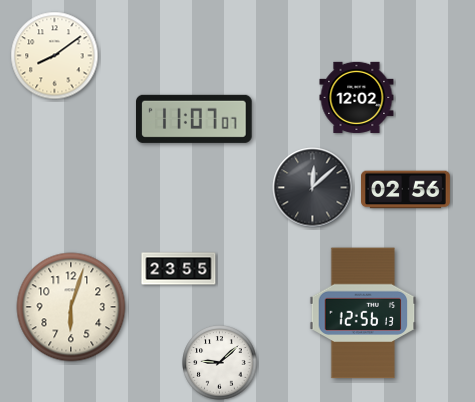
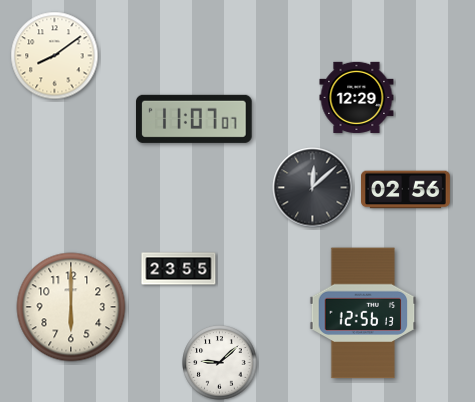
clock at (357, 97): 12:02 -> 12:29
clock at (71, 307): 6:03 -> 6:00
